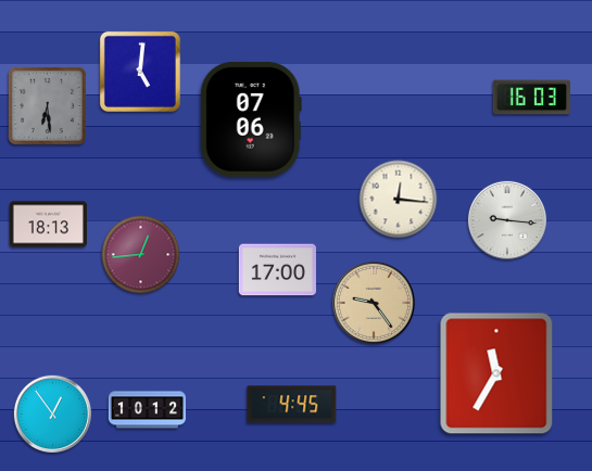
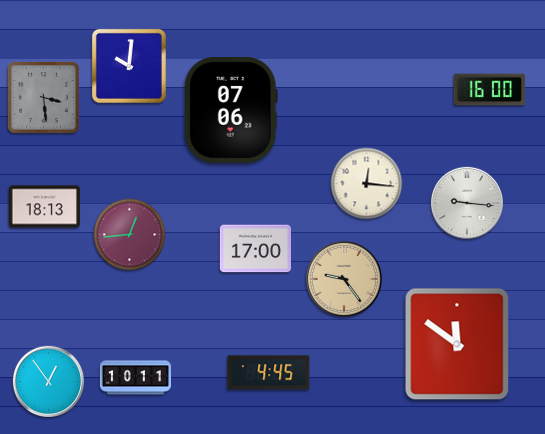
clock at (140, 72): 5:01 -> 10:01
clock at (531, 98): 16:03 -> 16:00
clock at (47, 105): 6:29 -> 3:29
clock at (496, 373): 11:35 -> 11:51
clock at (147, 410): 10:12 -> 10:11
